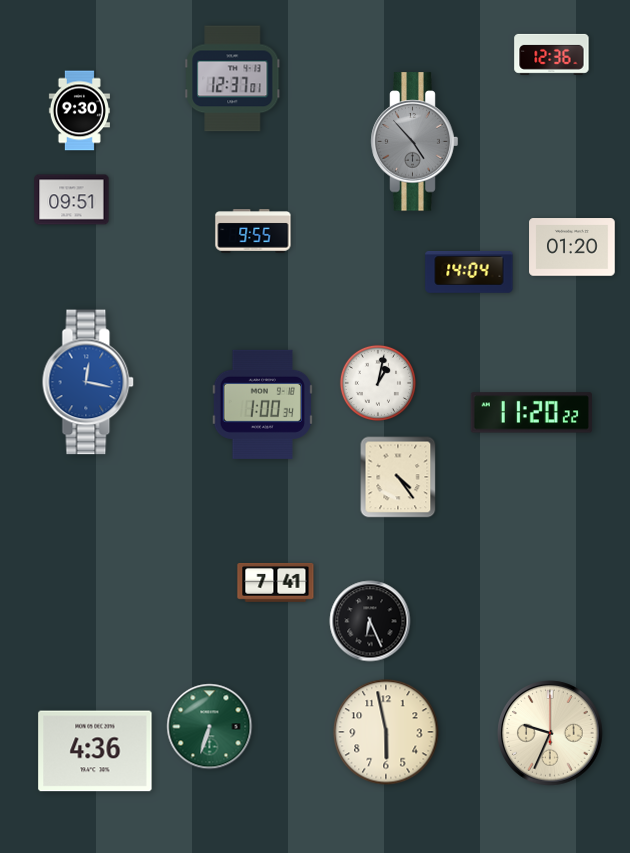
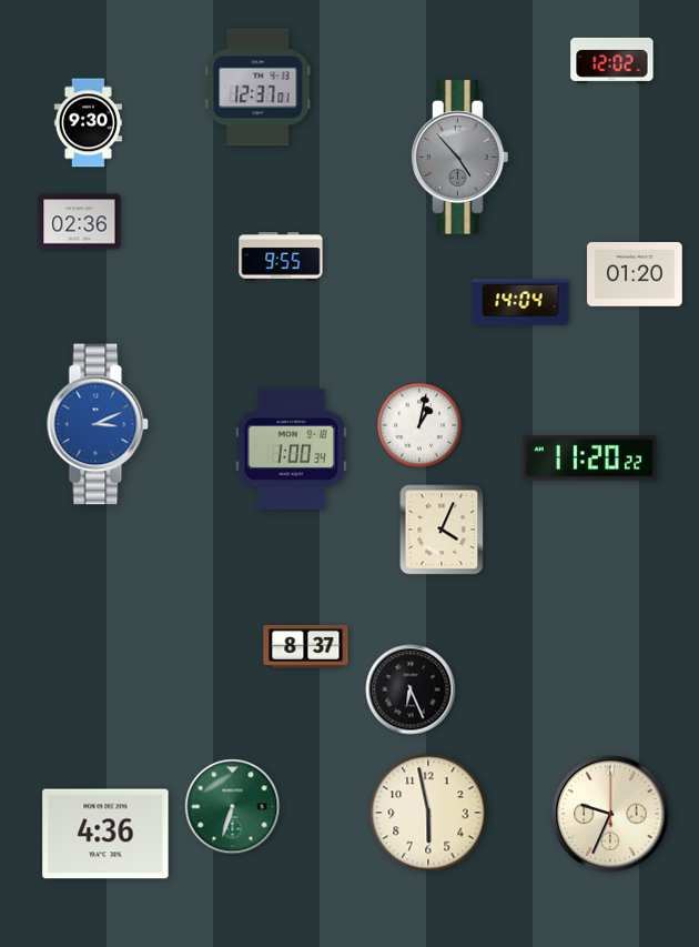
clock at (552, 54): 12:36 -> 12:02
clock at (72, 200): 09:51 -> 02:36
clock at (88, 382): 12:17 -> 3:11
clock at (398, 477): 4:24 -> 4:04
clock at (276, 582): 7:41 -> 8:37
